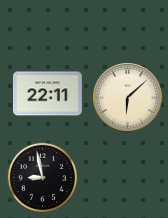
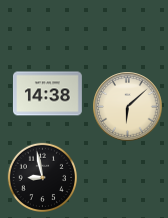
clock at (48, 94): 22:11 -> 14:38
clock at (128, 98) position: (128, 98) -> (128, 107)
